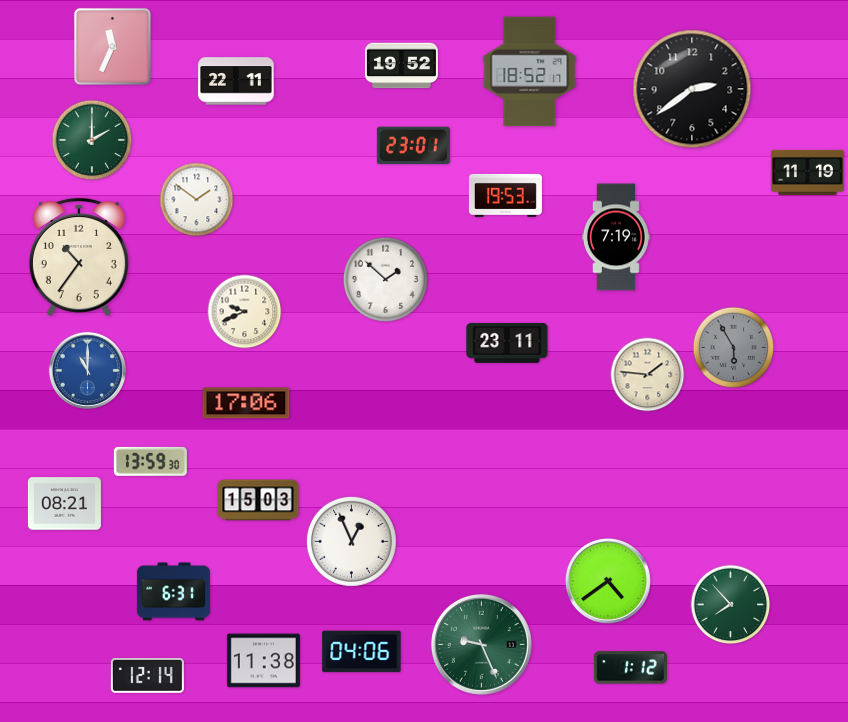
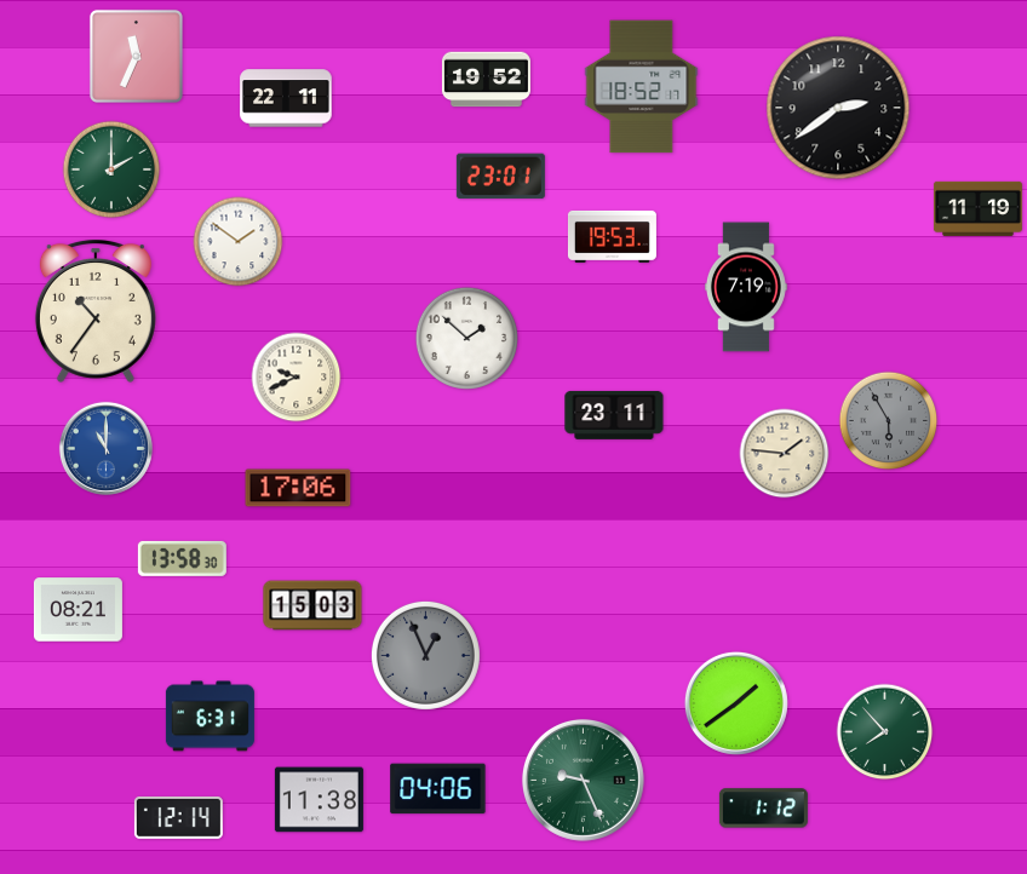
clock at (150, 461): 13:59 -> 13:58
clock at (351, 541) dial: white -> grey
clock at (608, 581): 4:39 -> 1:39
